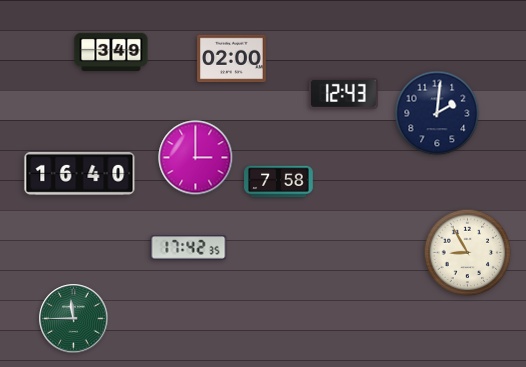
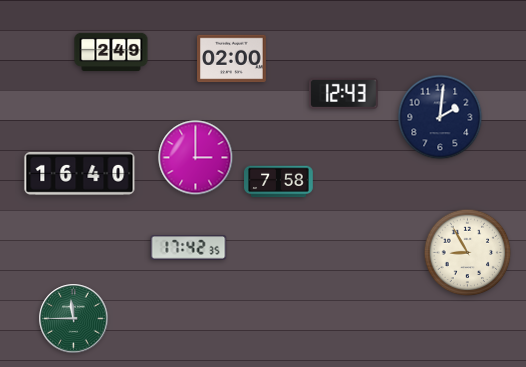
clock at (111, 52): 3:49 -> 2:49
clock at (437, 113) position: (437, 113) -> (440, 117)
